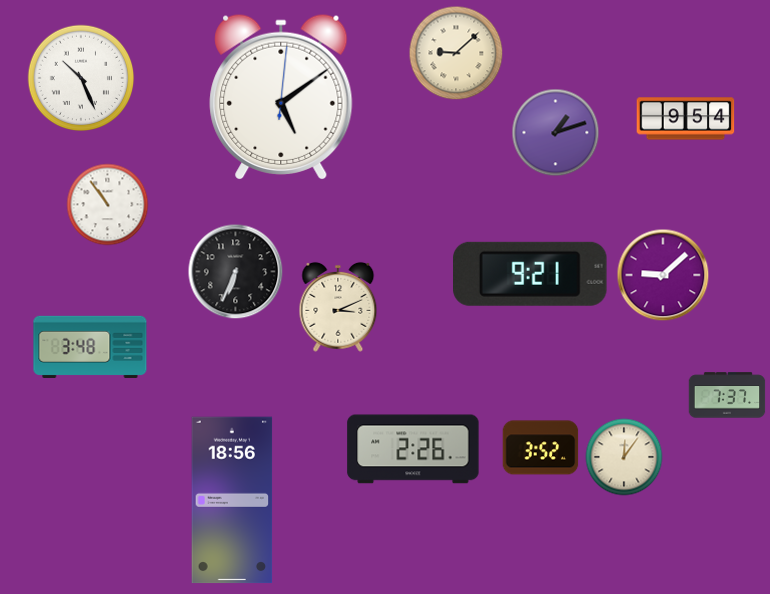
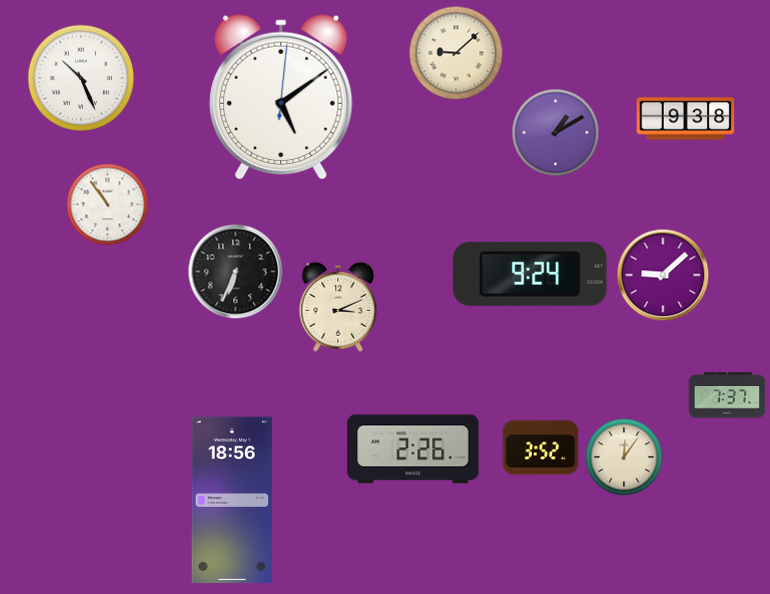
clock at (686, 119): 9:54 -> 9:38
clock at (556, 133): 1:12 -> 1:10
clock at (531, 274): 9:21 -> 9:24
clock at (90, 347): 3:48 -> none
